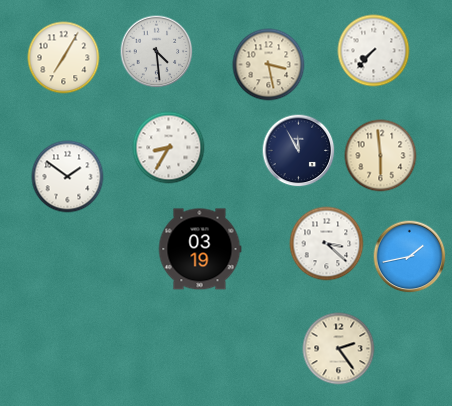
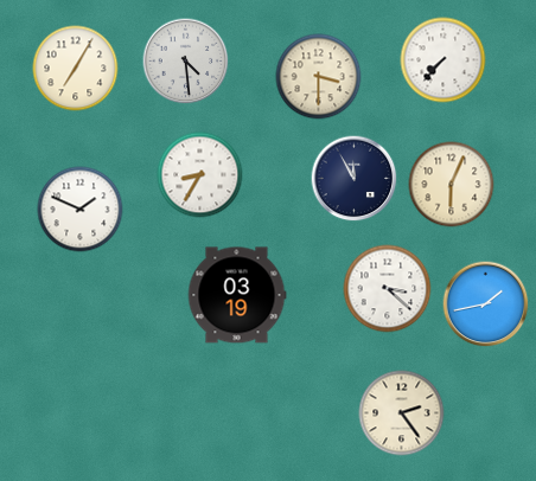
clock at (269, 65): 3:28 -> 3:30
clock at (381, 156): 5:59 -> 6:04
clock at (68, 177): 1:51 -> 1:49
